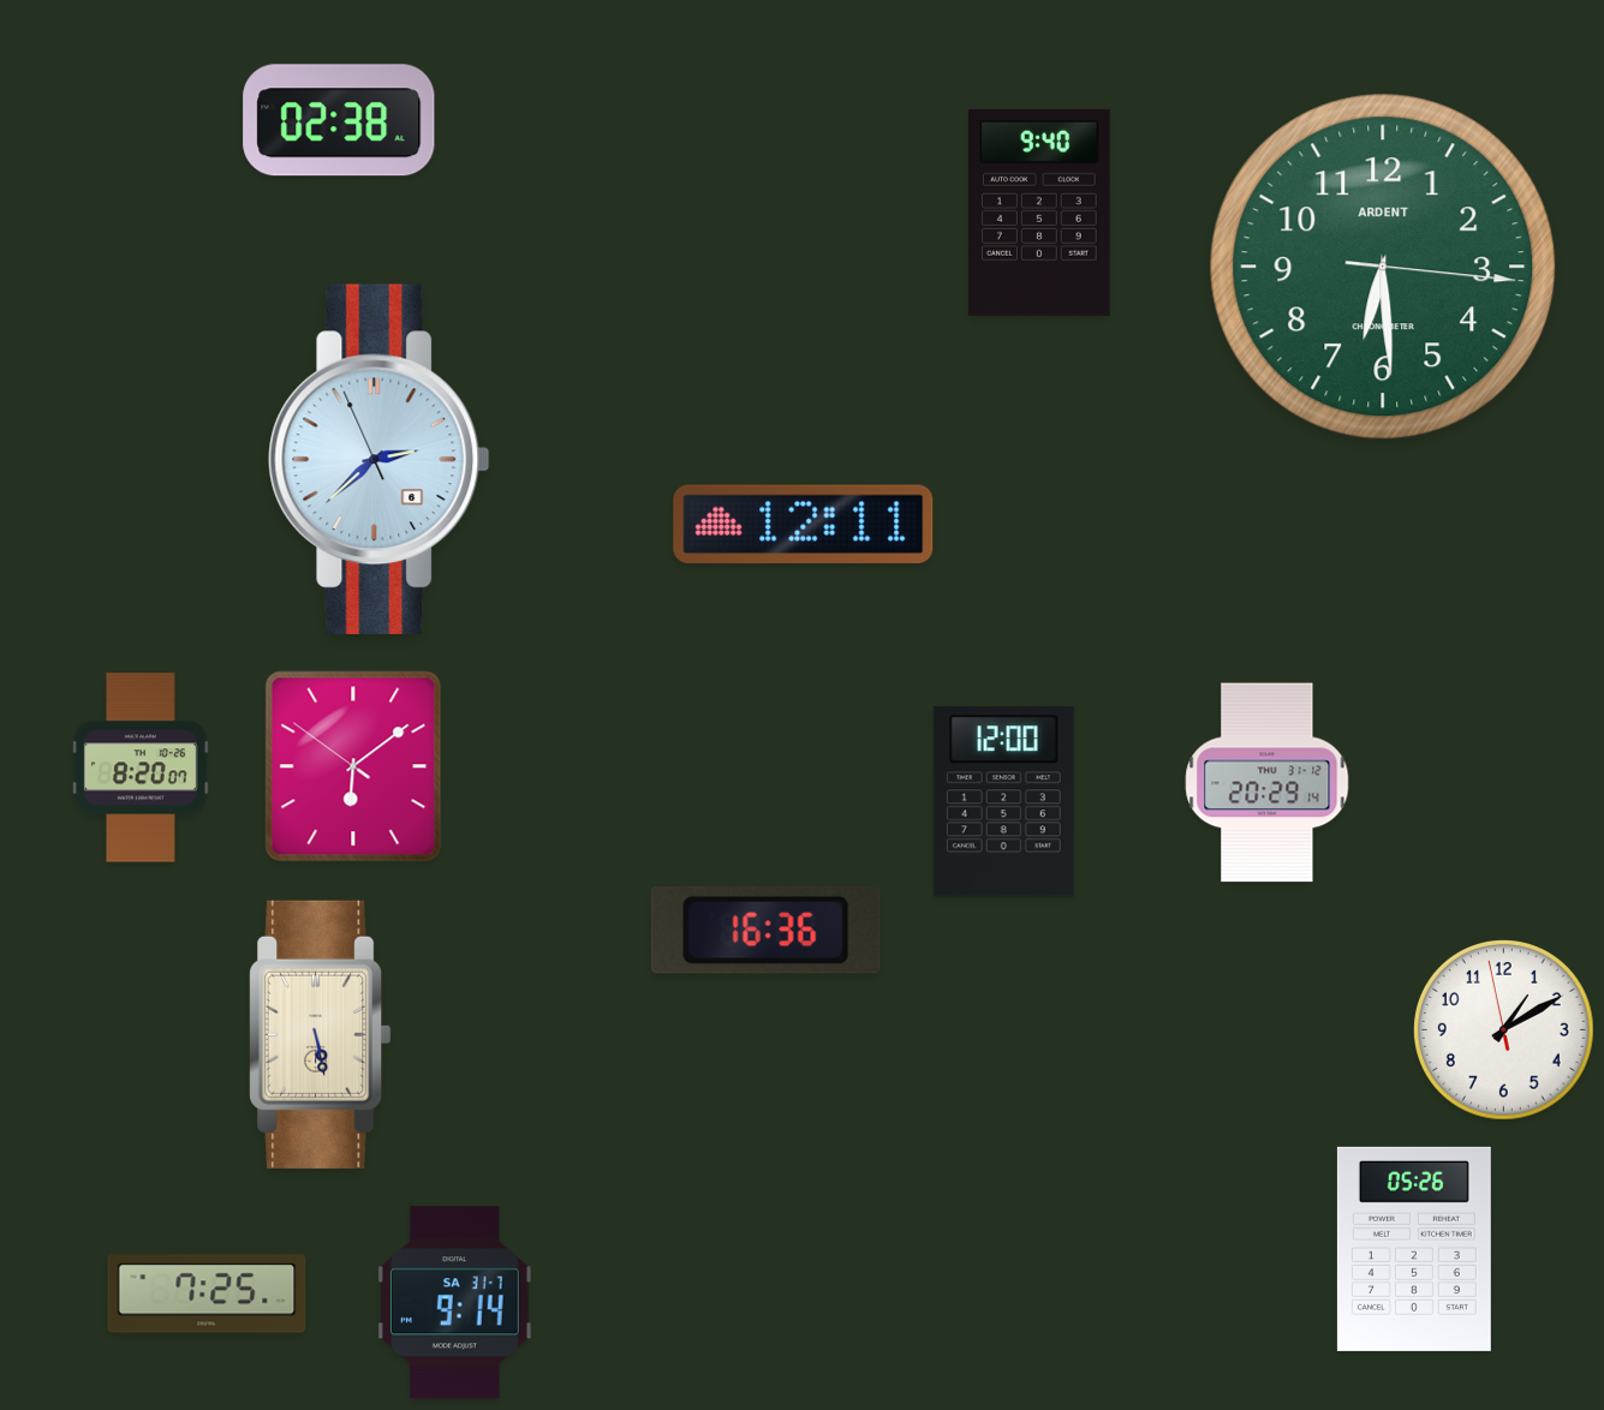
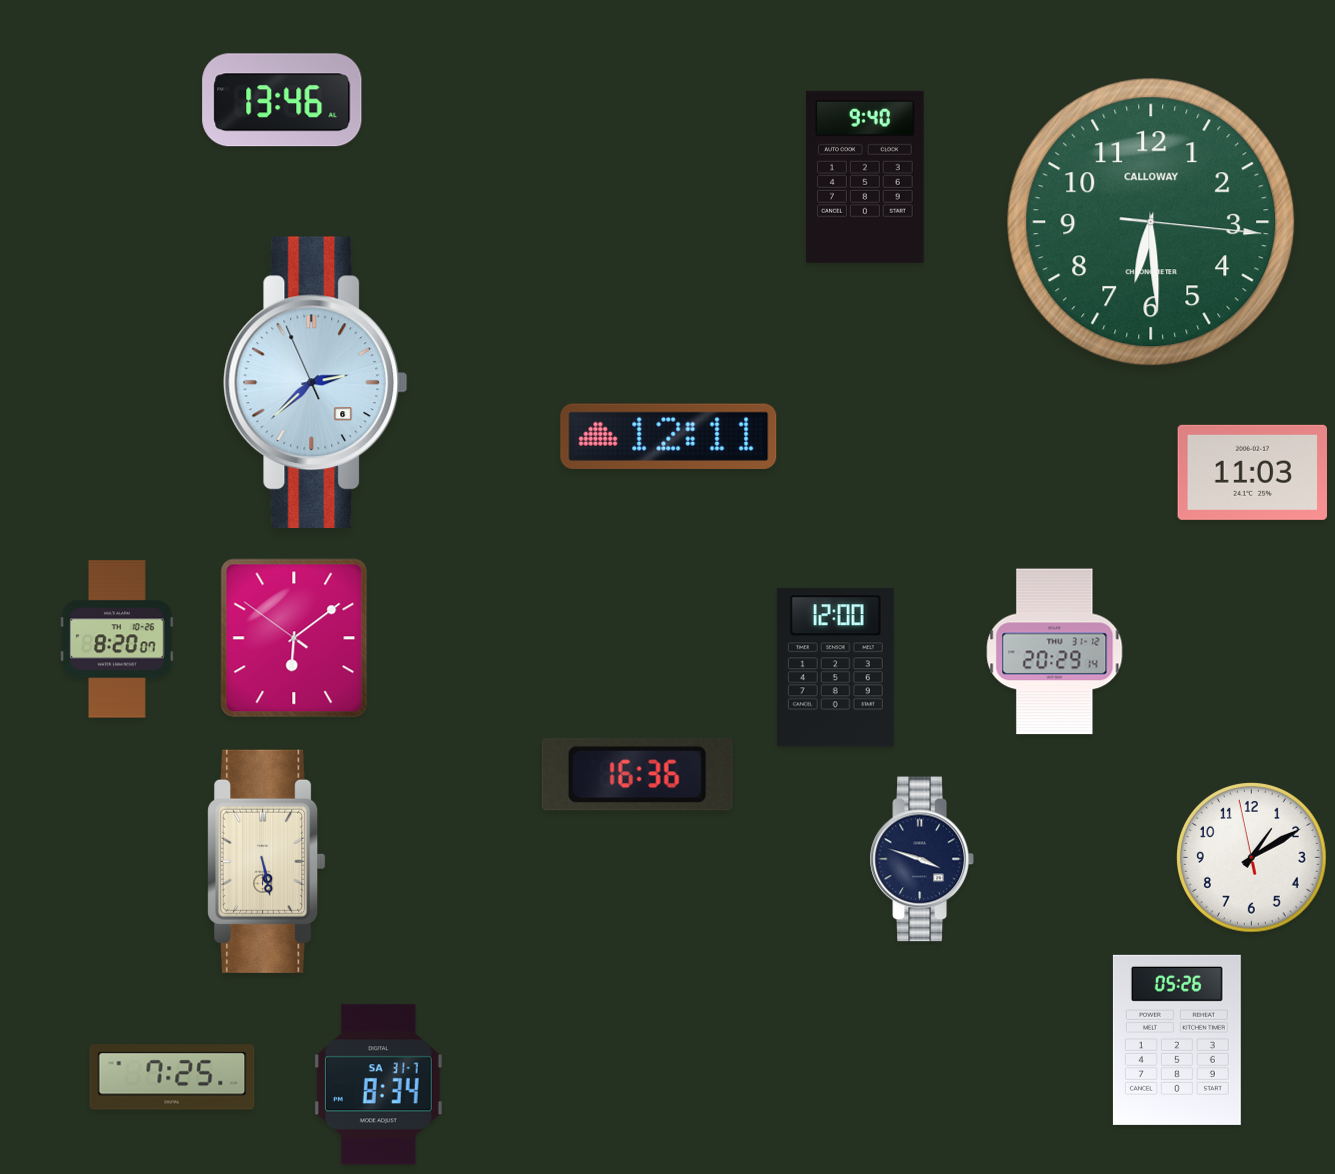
clock at (339, 120): 02:38 -> 13:46
clock at (1383, 267) brand: ARDENT -> CALLOWAY
clock at (1252, 472): none -> 11:03
clock at (922, 859): none -> 3:48
clock at (454, 1303): 9:14 -> 8:34
